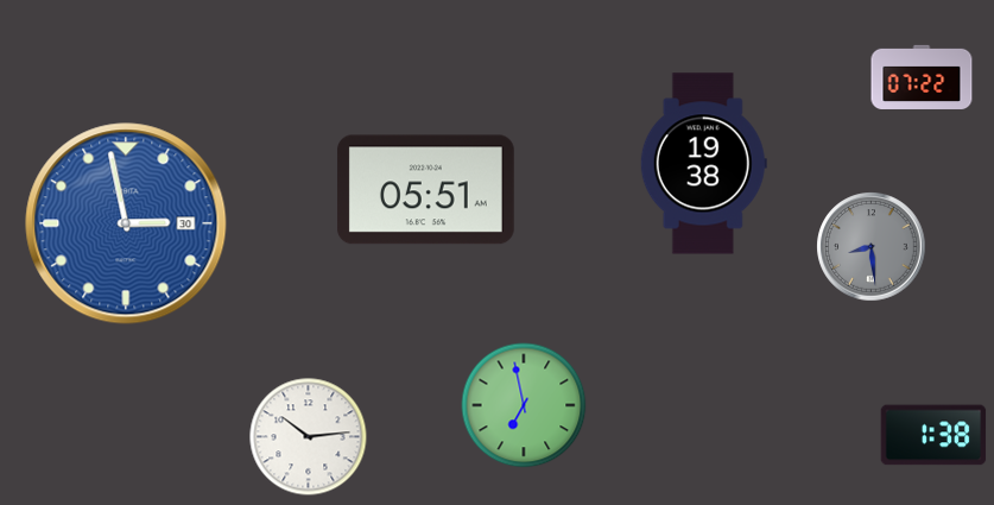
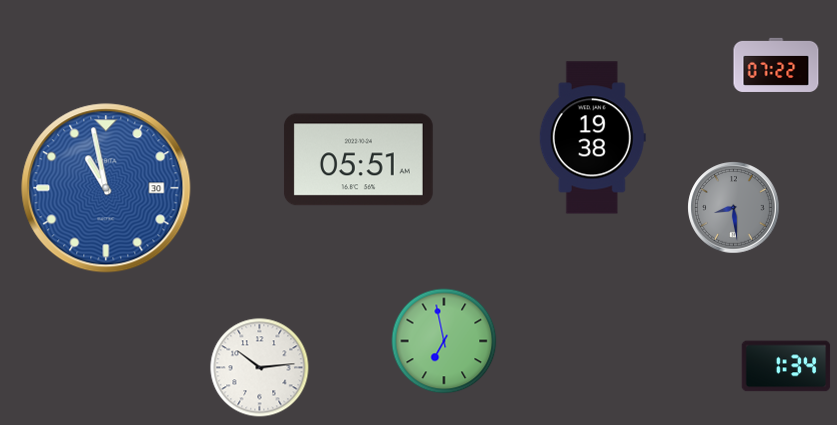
clock at (126, 223): 2:58 -> 10:58
clock at (524, 405) position: (524, 405) -> (444, 341)
clock at (933, 435): 1:38 -> 1:34
